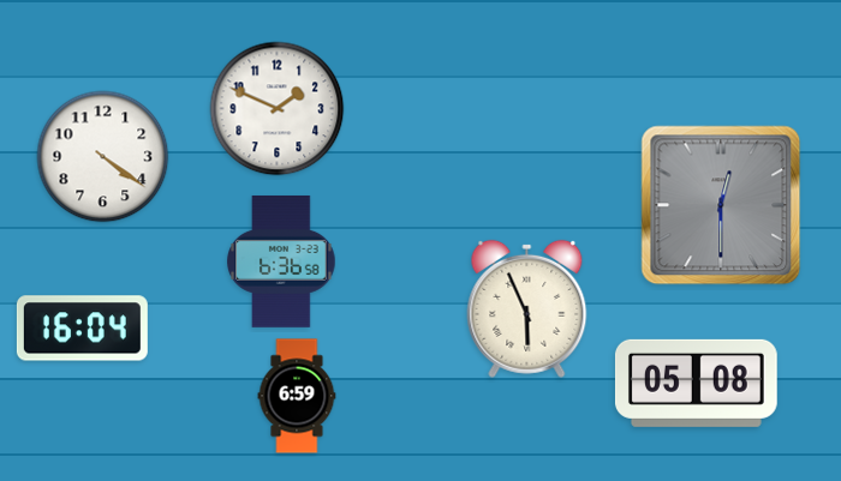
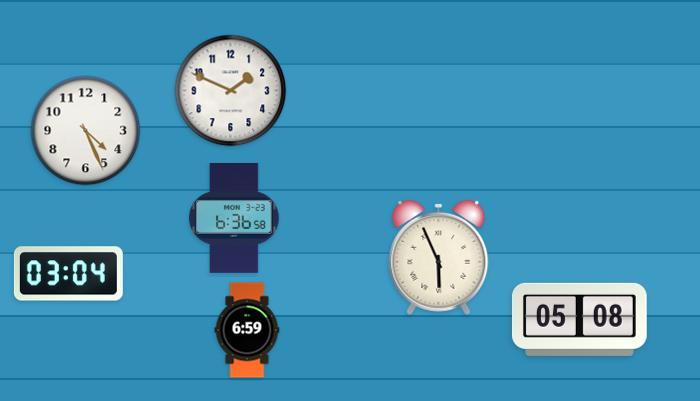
clock at (103, 157): 4:21 -> 4:26
clock at (721, 205): 12:30 -> none
clock at (82, 329): 16:04 -> 03:04
